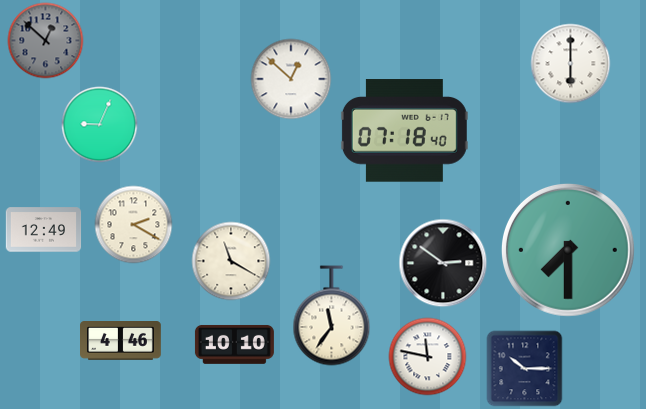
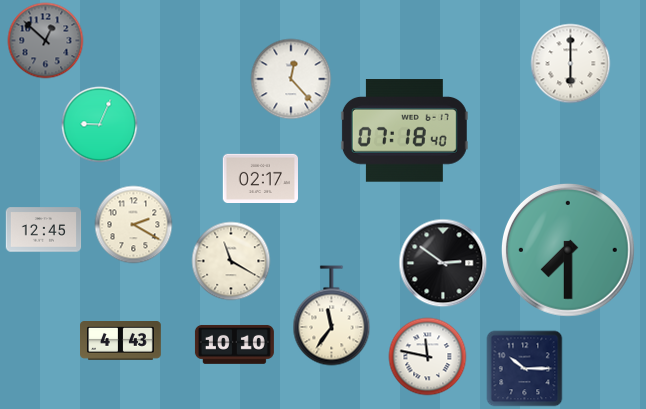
clock at (291, 79): 12:52 -> 12:23
clock at (261, 178): none -> 02:17
clock at (44, 230): 12:49 -> 12:45
clock at (121, 341): 4:46 -> 4:43
